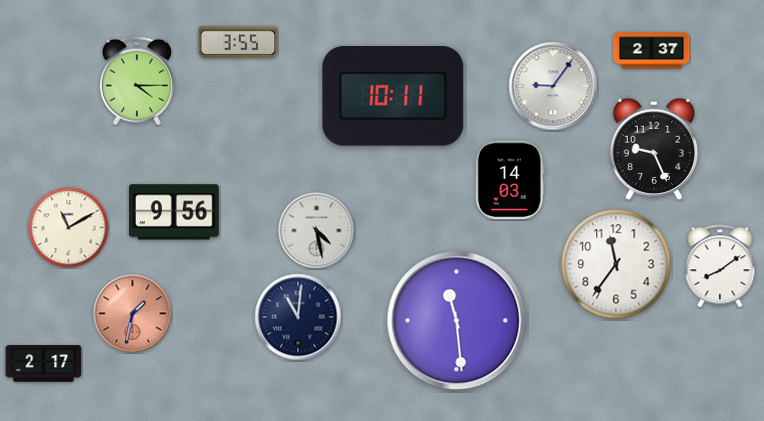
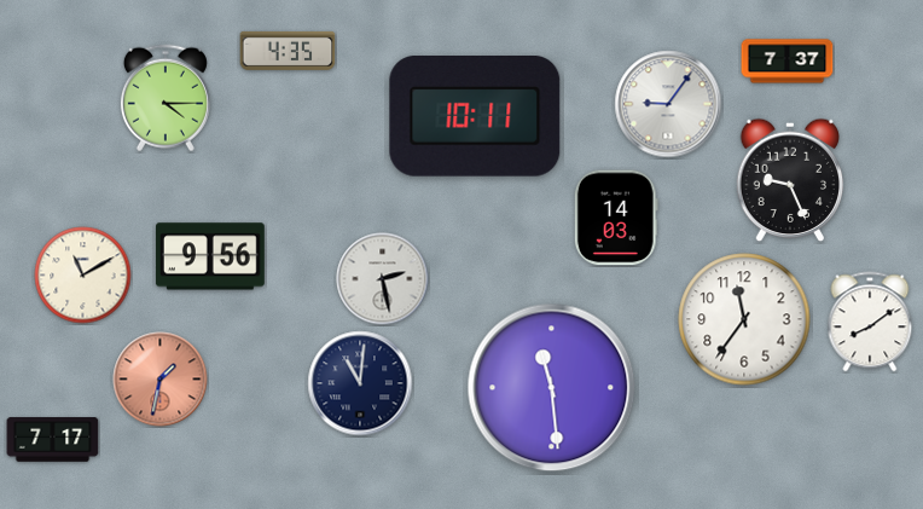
clock at (238, 42): 3:55 -> 4:35
clock at (652, 51): 2:37 -> 7:37
clock at (317, 231): 4:28 -> 2:28
clock at (44, 364): 2:17 -> 7:17
